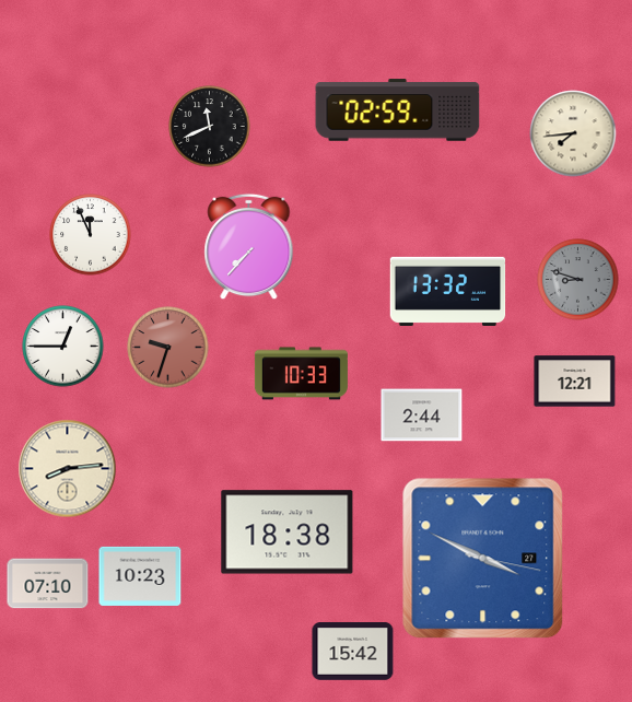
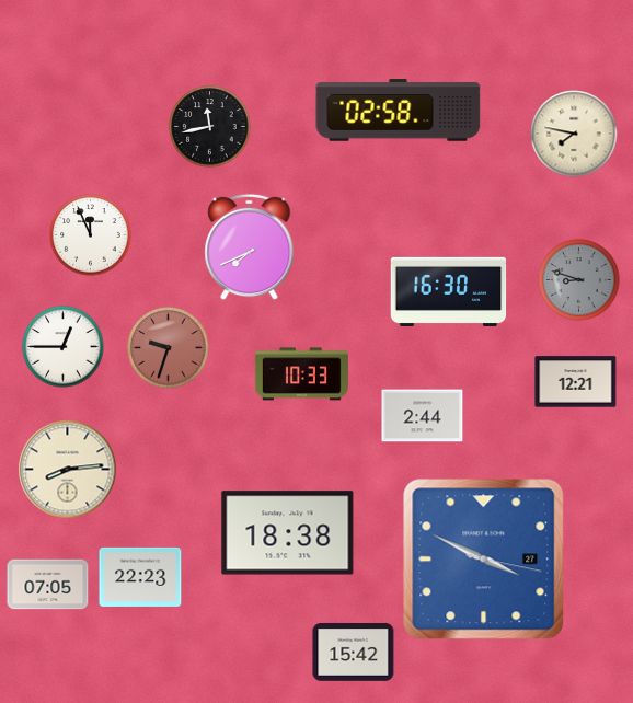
clock at (398, 110): 02:59 -> 02:58
clock at (210, 127): 11:41 -> 11:43
clock at (573, 133): 7:44 -> 7:47
clock at (249, 247): 7:37 -> 7:41
clock at (448, 291): 13:32 -> 16:30
clock at (140, 576): 10:23 -> 22:23
clock at (48, 584): 07:10 -> 07:05
